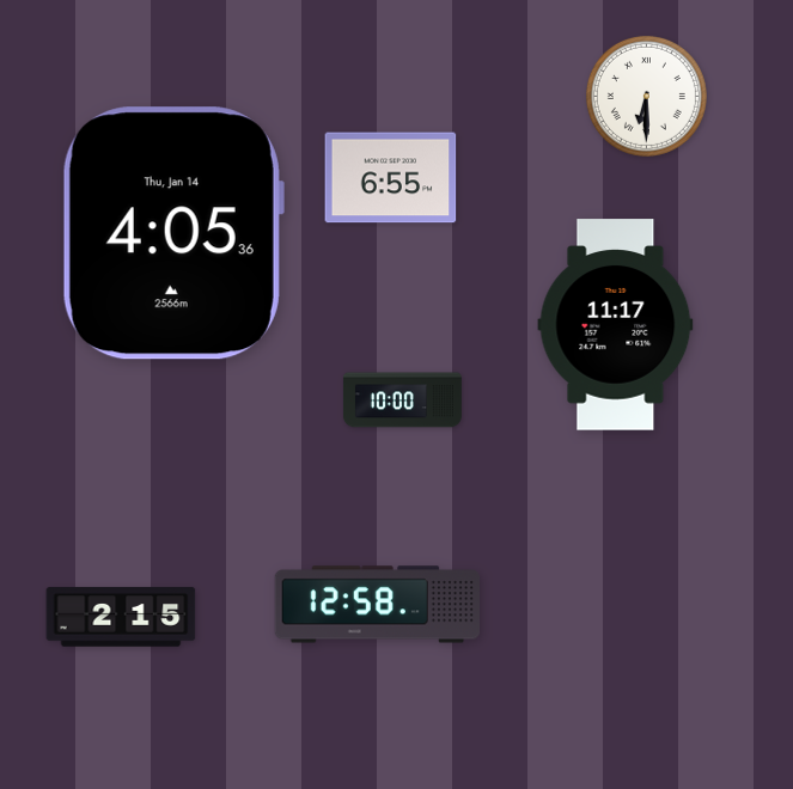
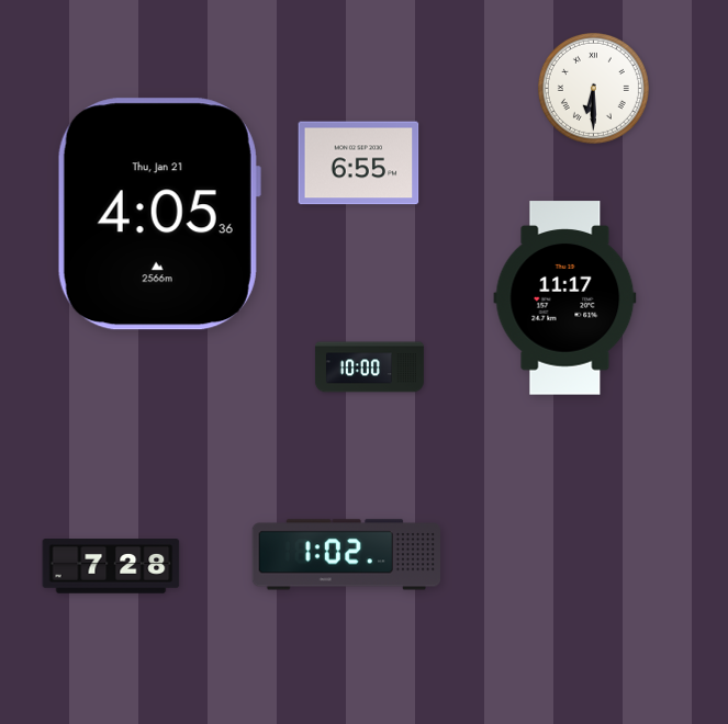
clock at (173, 233) date: Thu, Jan 14 -> Thu, Jan 21
clock at (377, 605): 12:58 -> 1:02
clock at (121, 617): 2:15 -> 7:28
